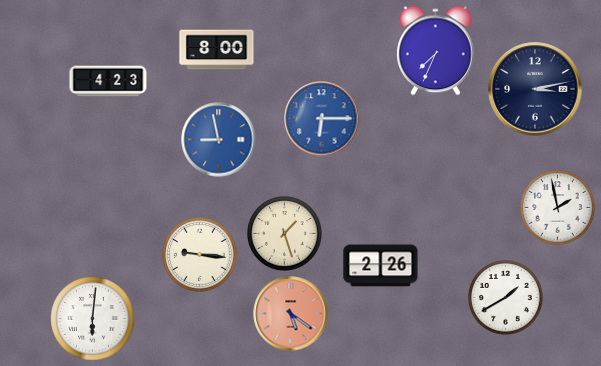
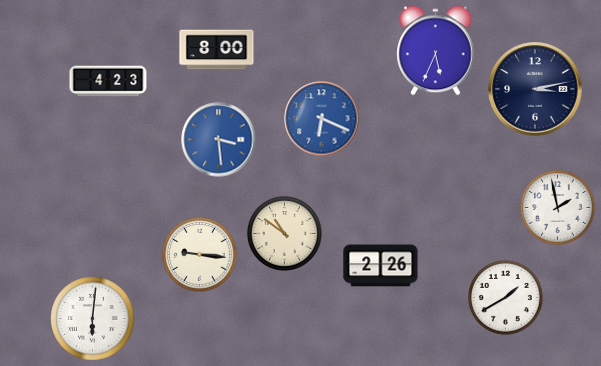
clock at (436, 51): 7:34 -> 5:34
clock at (322, 119): 6:15 -> 6:19
clock at (219, 140): 8:58 -> 3:29
clock at (285, 234): 1:27 -> 10:51
clock at (291, 314): 5:21 -> none
